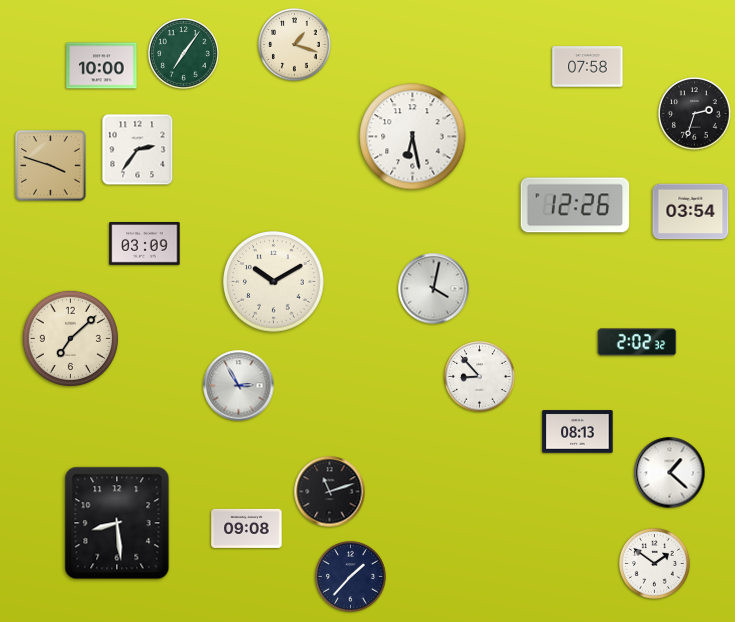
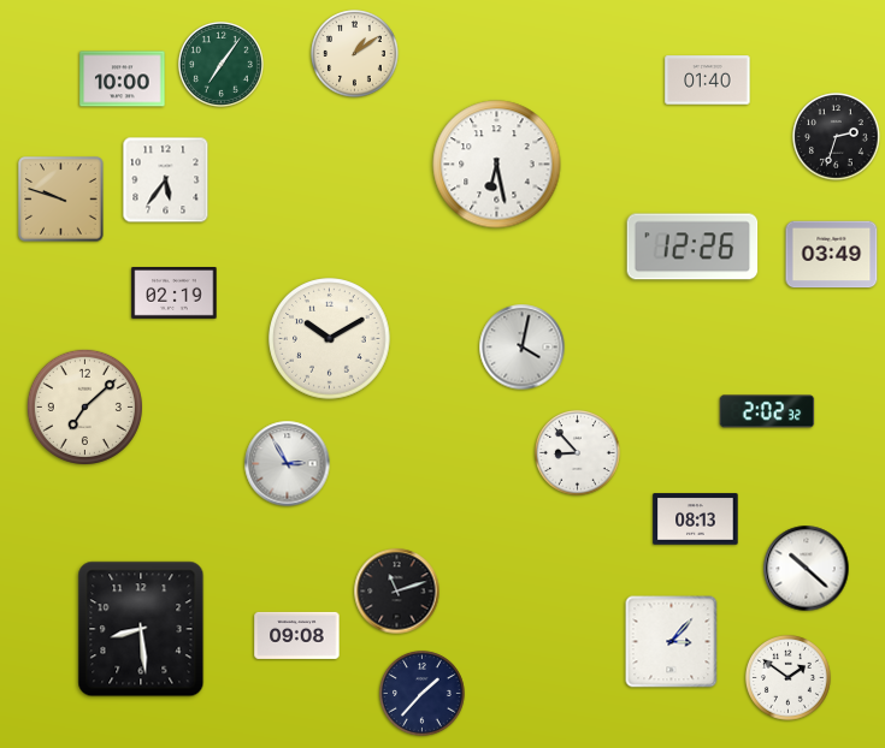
clock at (295, 45): 1:18 -> 1:09
clock at (588, 67): 07:58 -> 01:40
clock at (138, 150): 2:36 -> 5:36
clock at (51, 166): 3:48 -> 9:48
clock at (691, 212): 03:54 -> 03:49
clock at (145, 244): 03:09 -> 02:19
clock at (670, 473): 1:22 -> 10:22
clock at (672, 642): none -> 3:07
